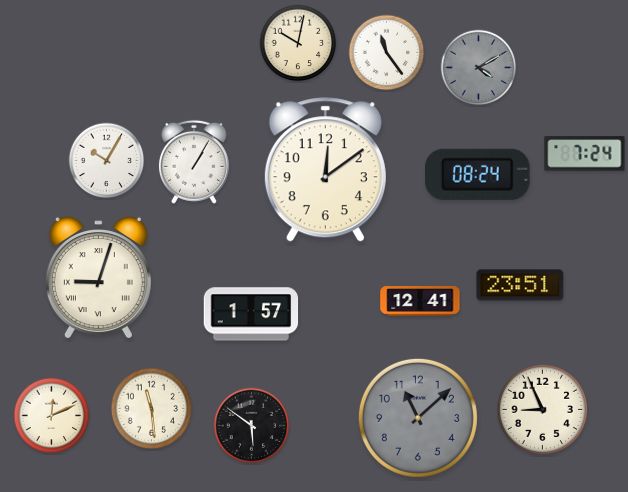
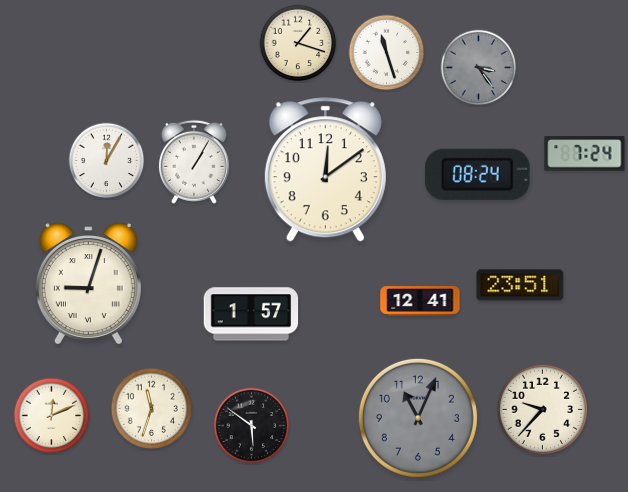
clock at (298, 43): 10:02 -> 1:18
clock at (387, 53): 11:24 -> 11:27
clock at (479, 68): 4:10 -> 3:24
clock at (107, 161): 10:05 -> 12:05
clock at (98, 277) position: (98, 277) -> (88, 283)
clock at (152, 409): 11:29 -> 11:33
clock at (542, 409): 8:56 -> 9:37
clock at (418, 418): 11:08 -> 11:04
